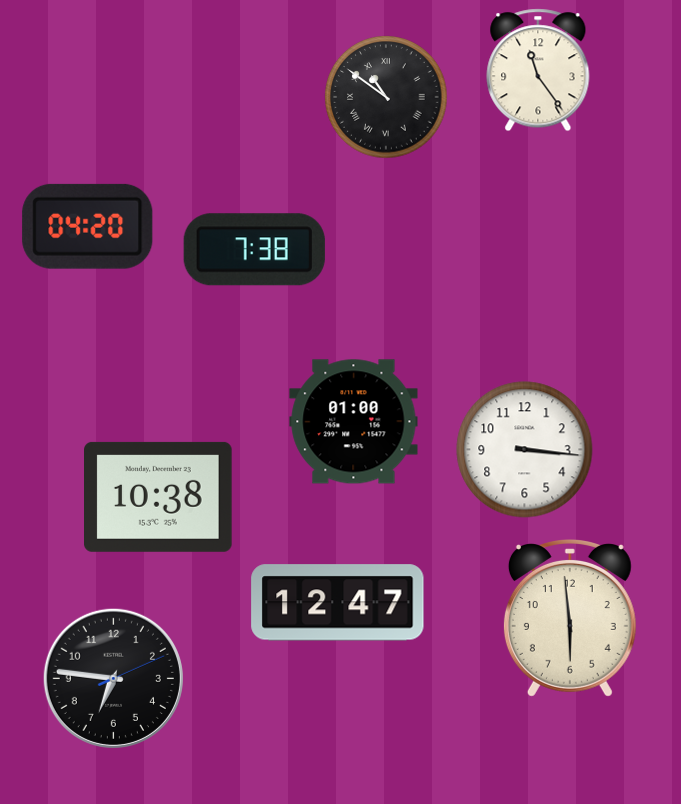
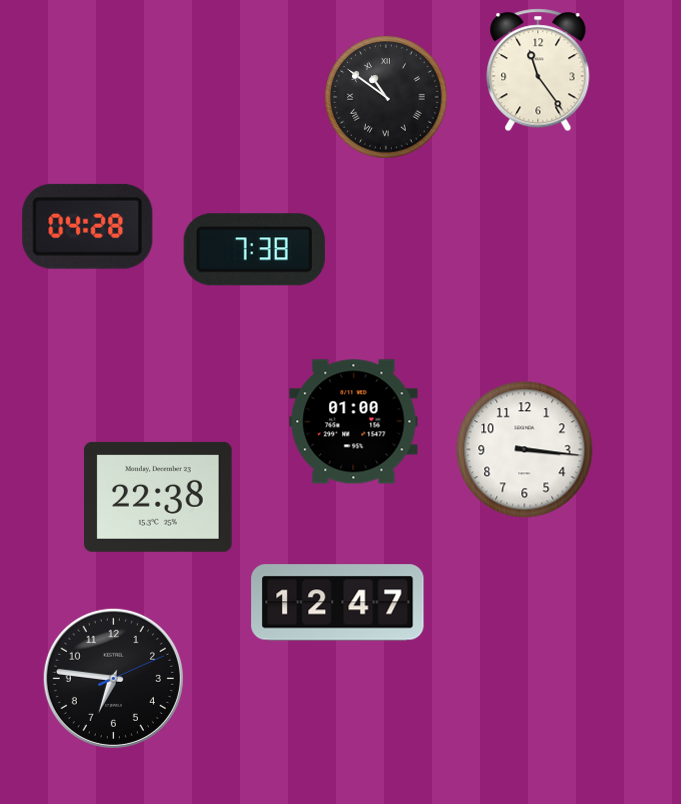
clock at (88, 226): 04:20 -> 04:28
clock at (159, 497): 10:38 -> 22:38
clock at (570, 619): 5:59 -> none
